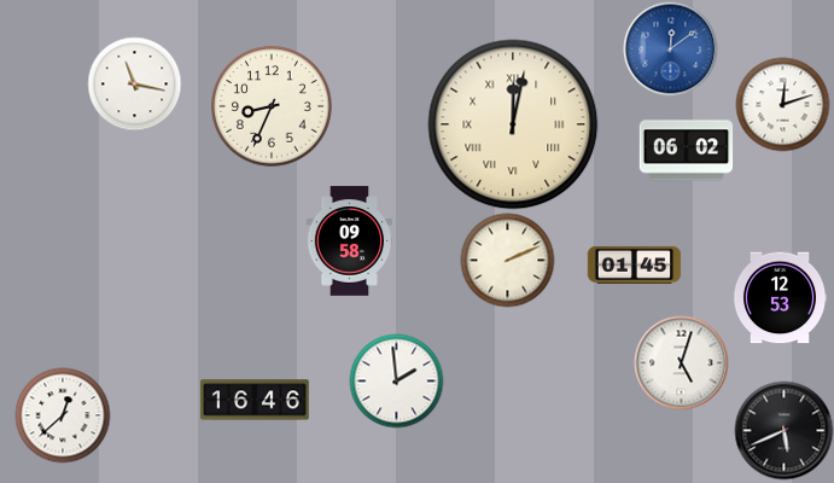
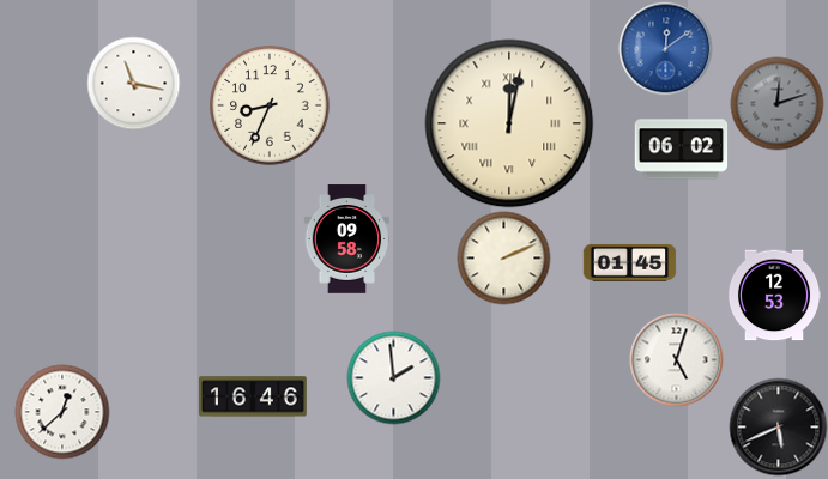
clock at (782, 104) dial: white -> grey
